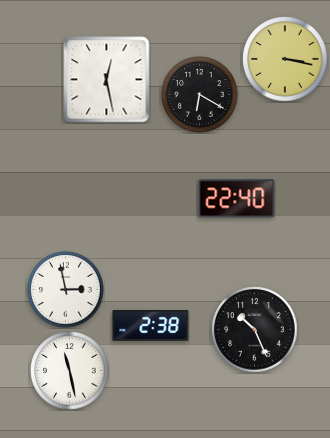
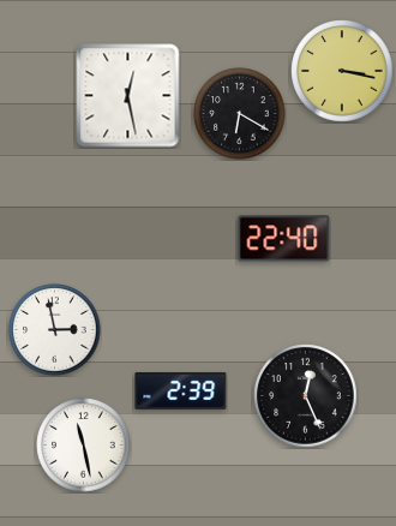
clock at (66, 290) position: (66, 290) -> (55, 330)
clock at (151, 326): 2:38 -> 2:39
clock at (255, 330): 10:26 -> 12:26
